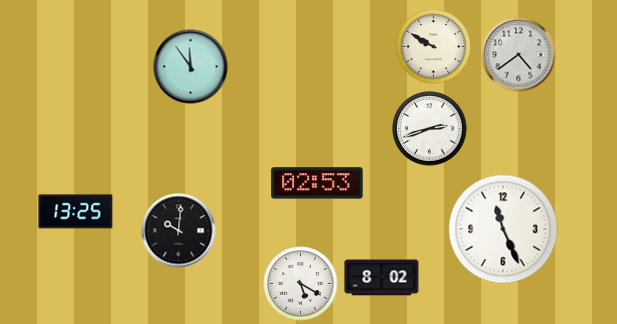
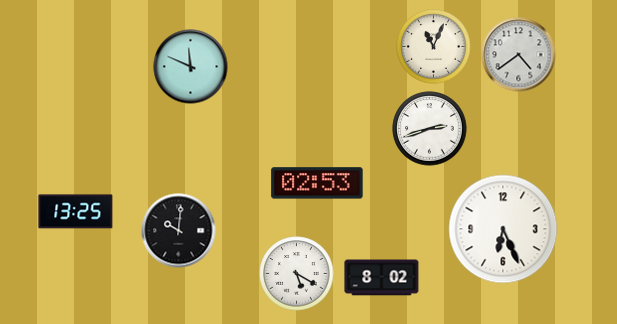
clock at (434, 47): 9:50 -> 11:04
clock at (191, 67): 11:54 -> 11:49
clock at (503, 229): 11:26 -> 6:26
clock at (301, 284) position: (301, 284) -> (297, 274)
